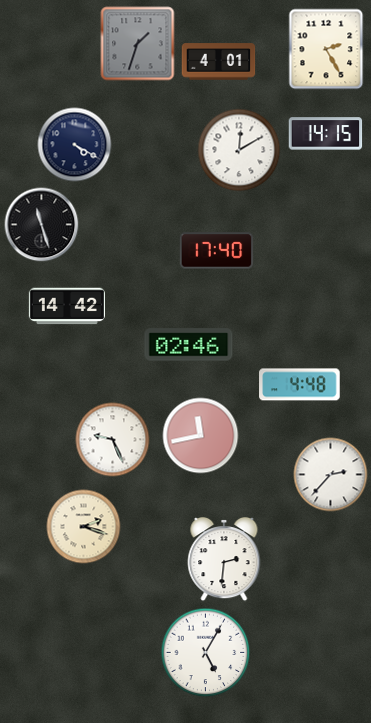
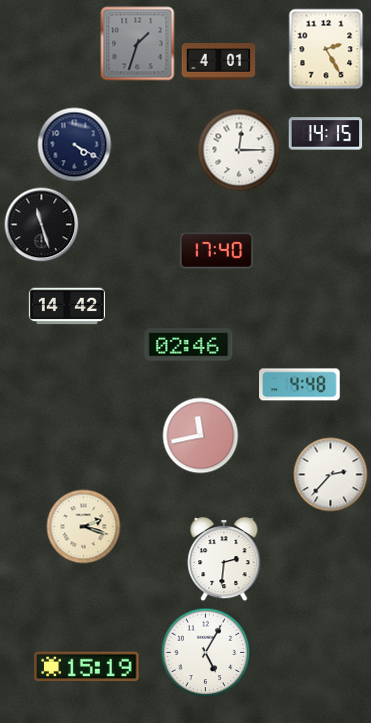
clock at (239, 150): 12:10 -> 12:15
clock at (113, 440): 9:26 -> none
clock at (87, 667): none -> 15:19
